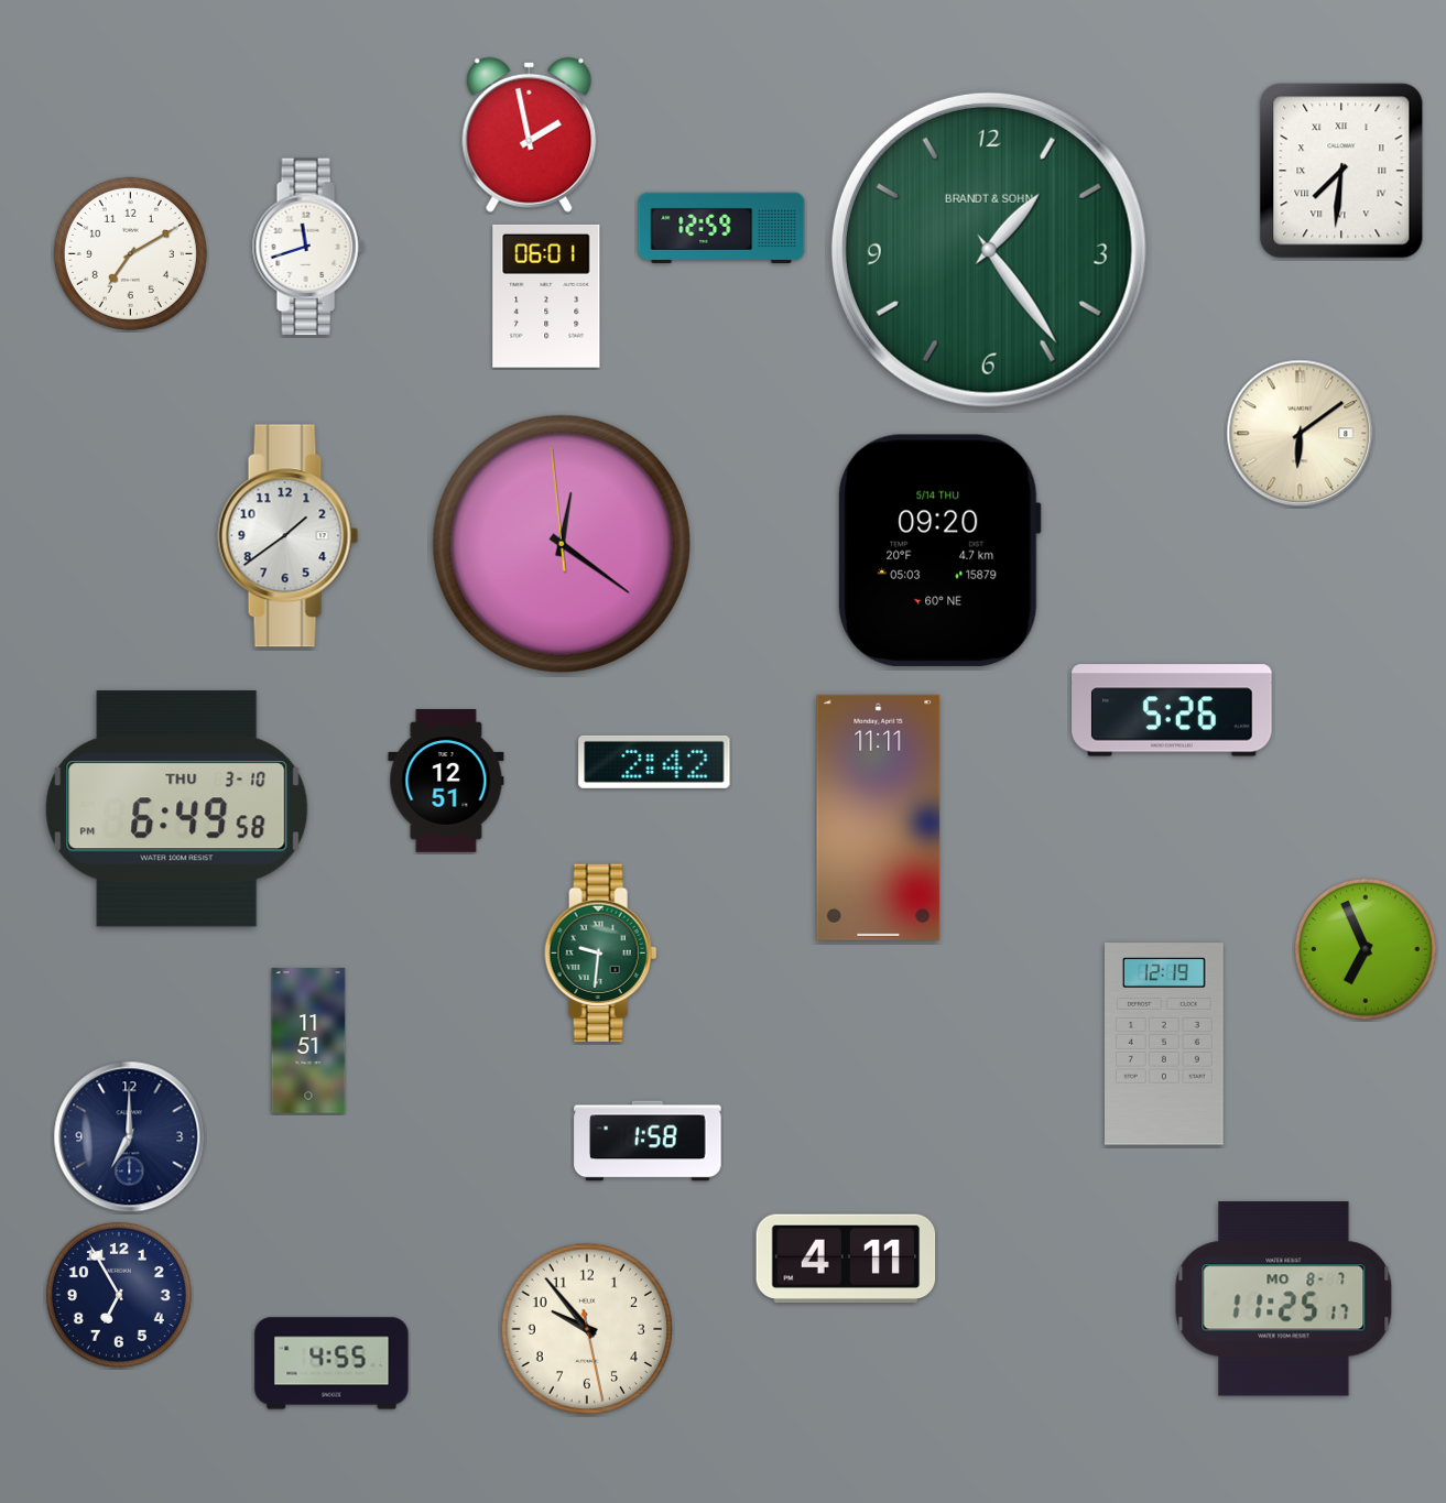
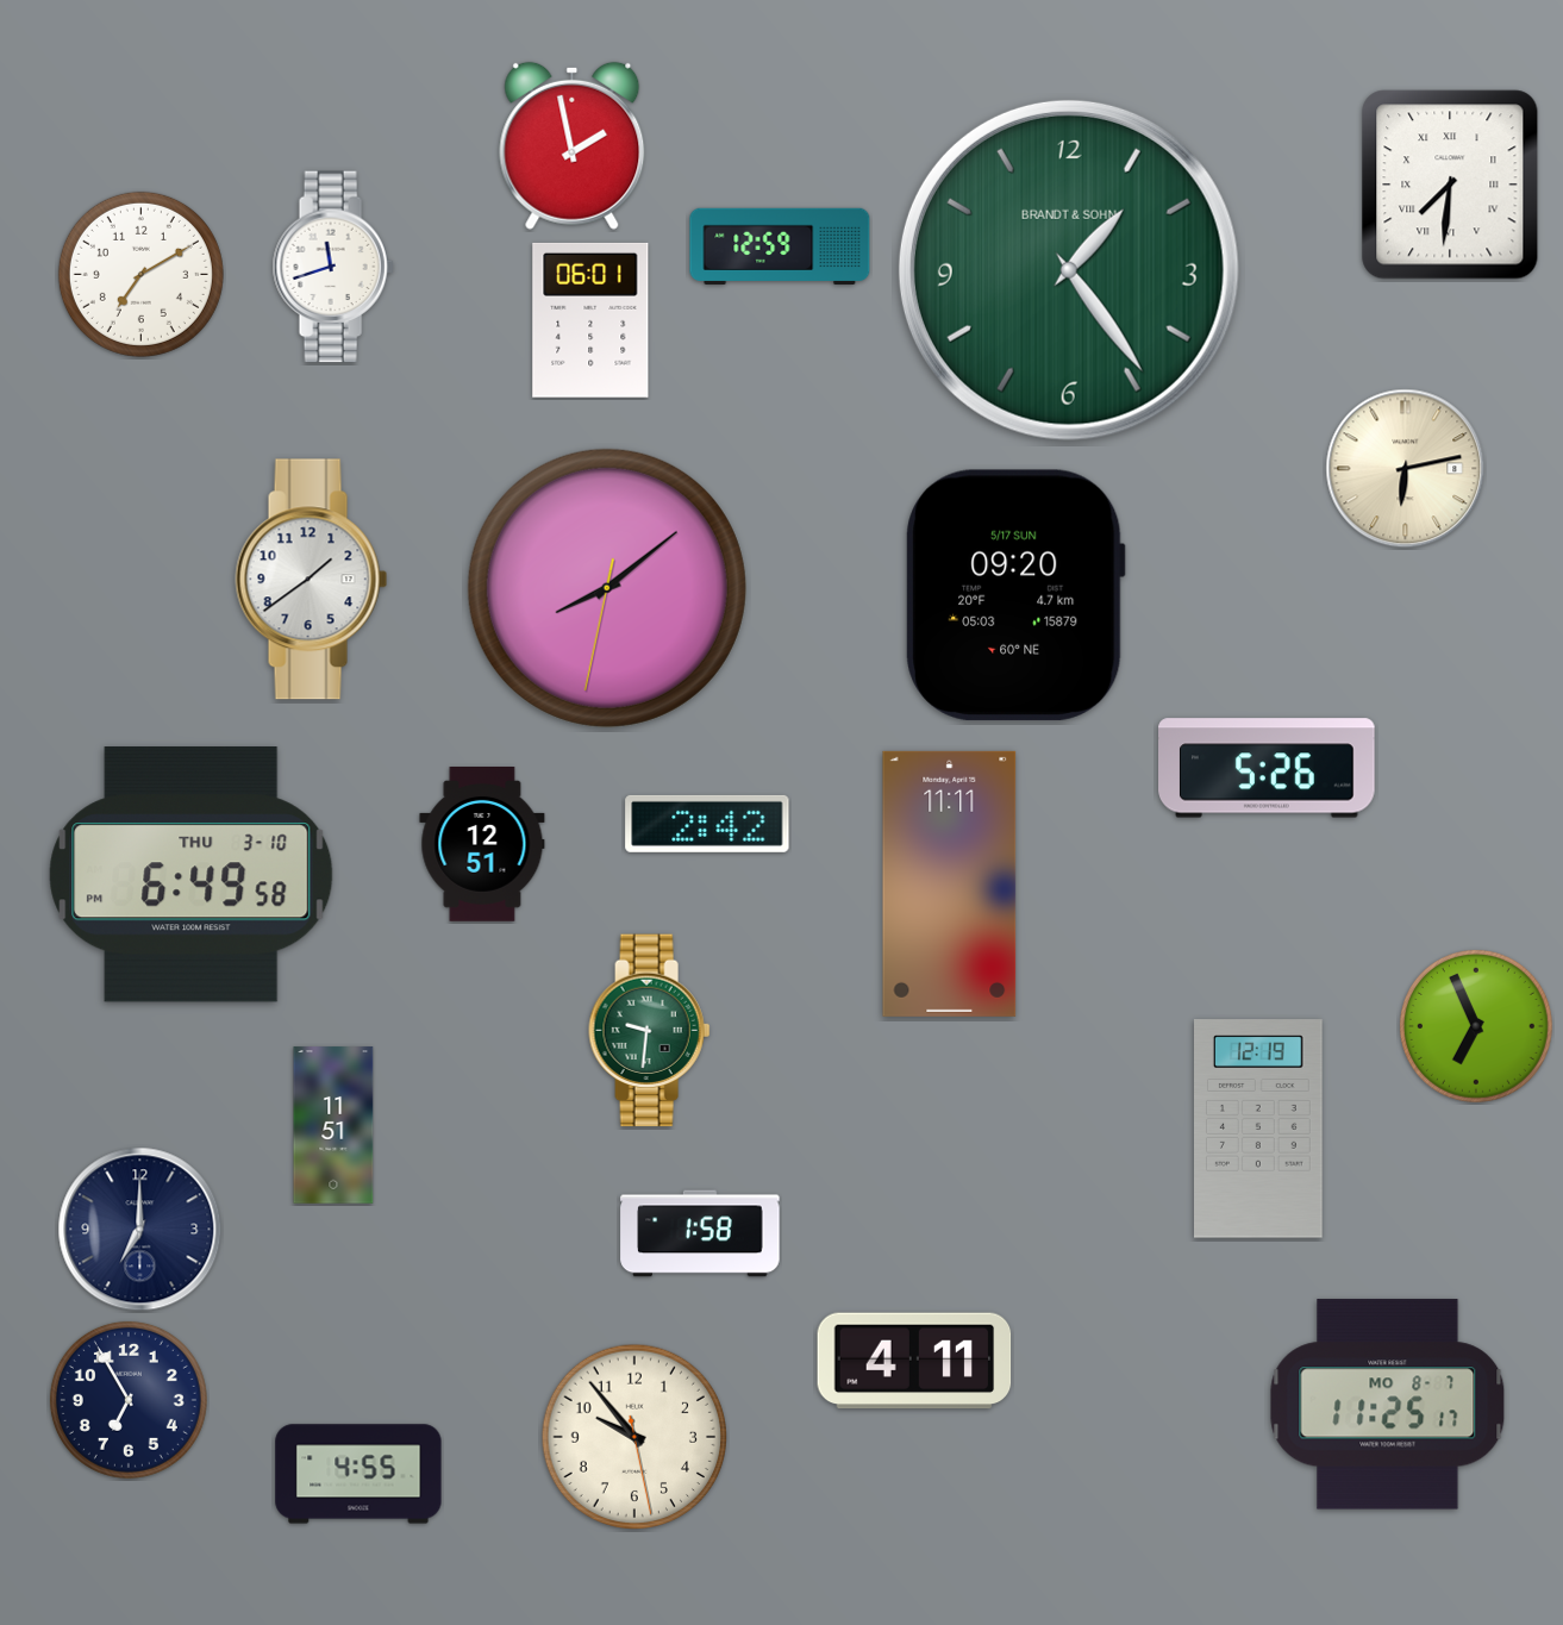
clock at (1301, 434): 6:09 -> 6:13
clock at (562, 544): 12:20 -> 8:08
clock at (939, 551) date: 5/14 THU -> 5/17 SUN
